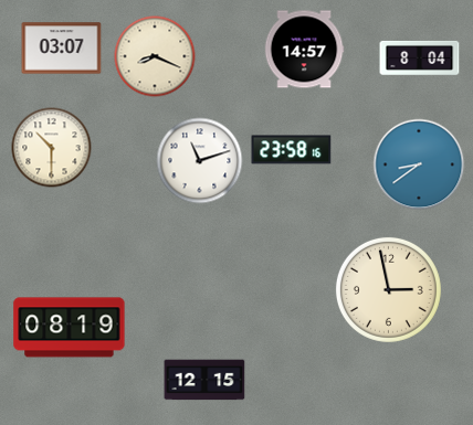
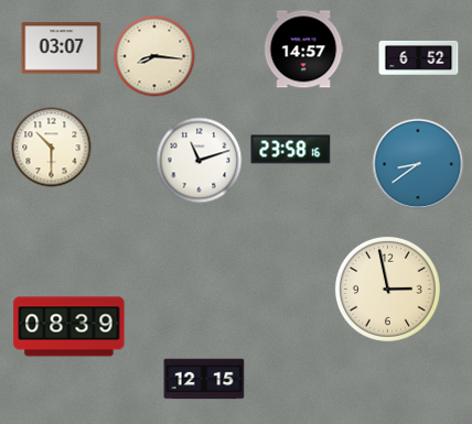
clock at (155, 56): 8:19 -> 8:16
clock at (420, 57): 8:04 -> 6:52
clock at (70, 328): 08:19 -> 08:39
